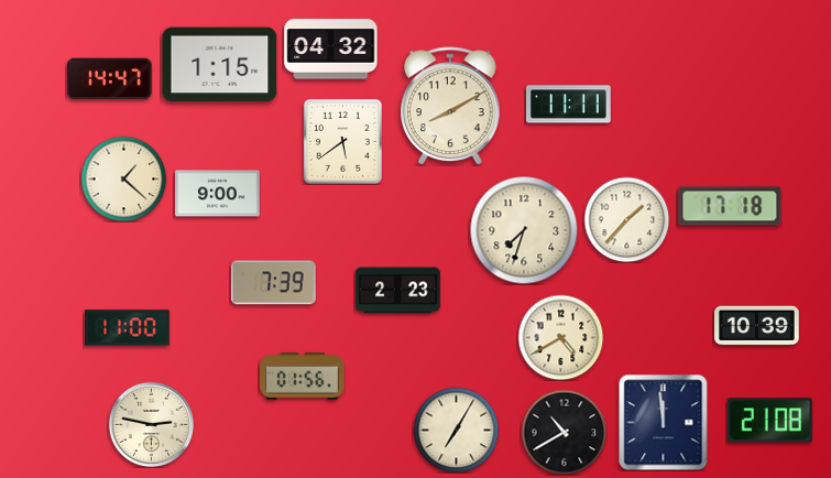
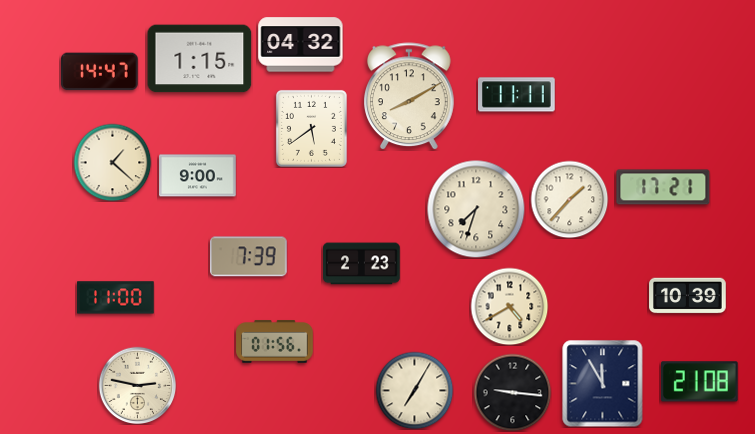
clock at (730, 206): 17:18 -> 17:21
clock at (664, 422): 11:59 -> 11:55
clock at (564, 432): 10:40 -> 9:16
